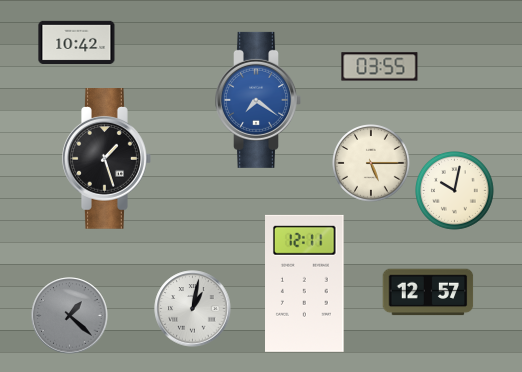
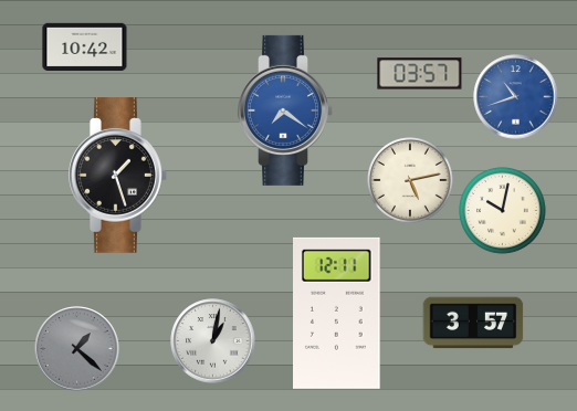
clock at (380, 67): 03:55 -> 03:57
clock at (516, 97): none -> 10:42
clock at (372, 164): 5:15 -> 5:13
clock at (428, 292): 12:57 -> 3:57
